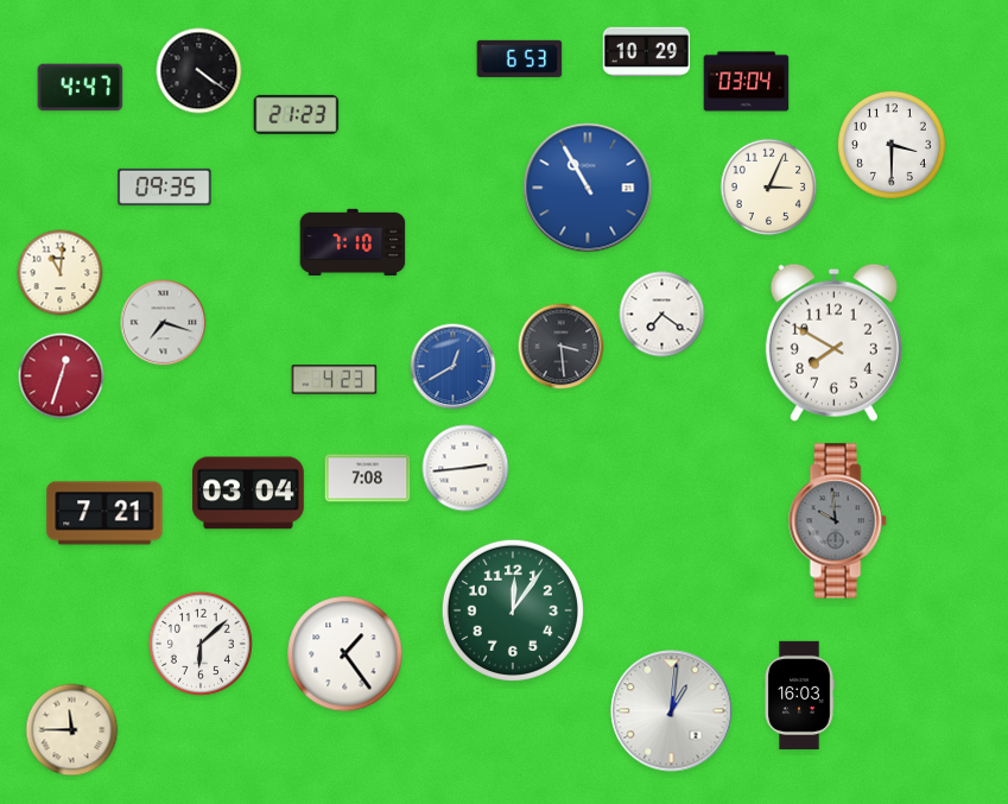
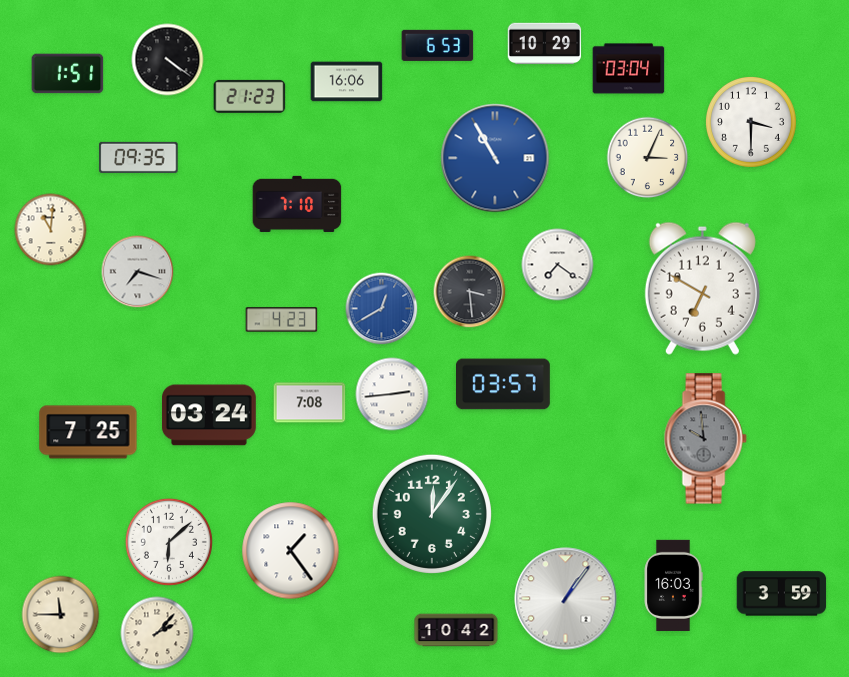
clock at (520, 58) position: (520, 58) -> (438, 45)
clock at (81, 88): 4:47 -> 1:51
clock at (347, 82): none -> 16:06
clock at (833, 342): 7:50 -> 6:50
clock at (562, 347) position: (562, 347) -> (470, 292)
clock at (62, 376): 12:33 -> none
clock at (504, 384): none -> 03:57
clock at (249, 493): 03:04 -> 03:24
clock at (104, 513): 7:21 -> 7:25
clock at (782, 594): none -> 3:59
clock at (672, 711): 1:01 -> 1:06
clock at (456, 630): none -> 10:42
clock at (157, 633): none -> 2:07
